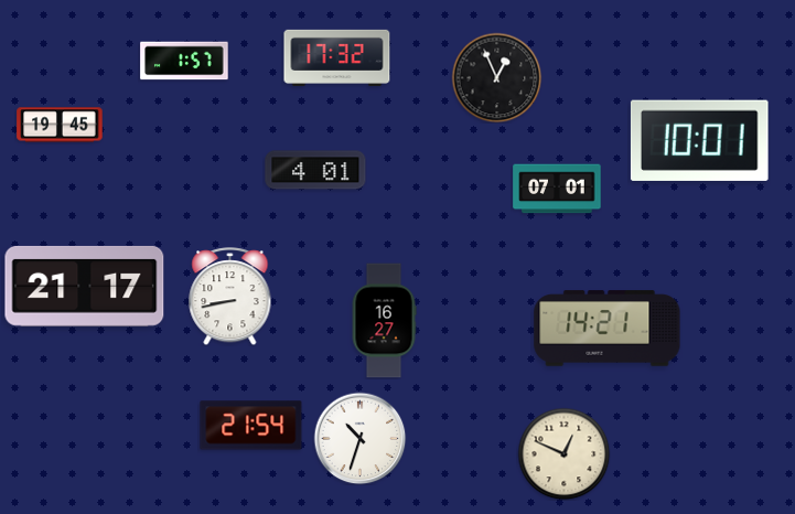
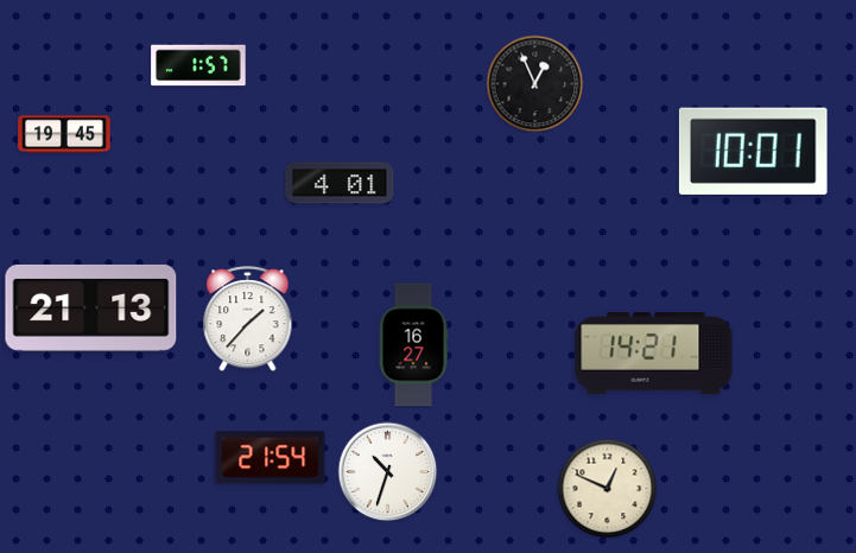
clock at (337, 57): 17:32 -> none
clock at (557, 189): 07:01 -> none
clock at (85, 286): 21:17 -> 21:13
clock at (230, 297): 8:43 -> 1:37
